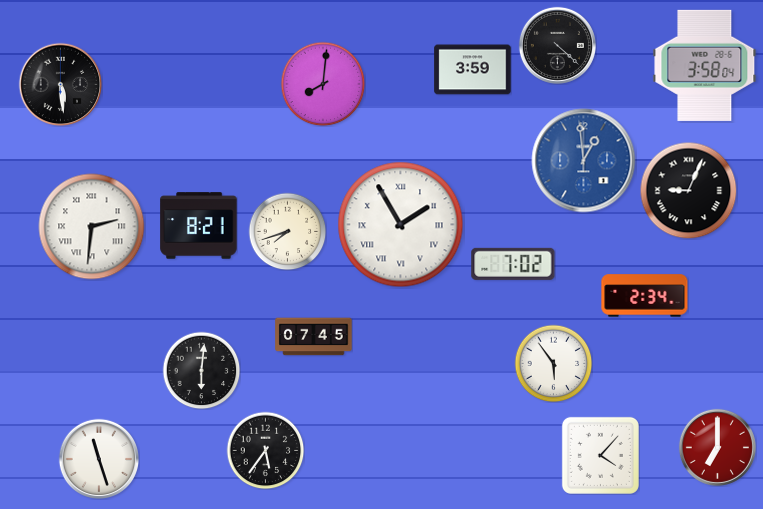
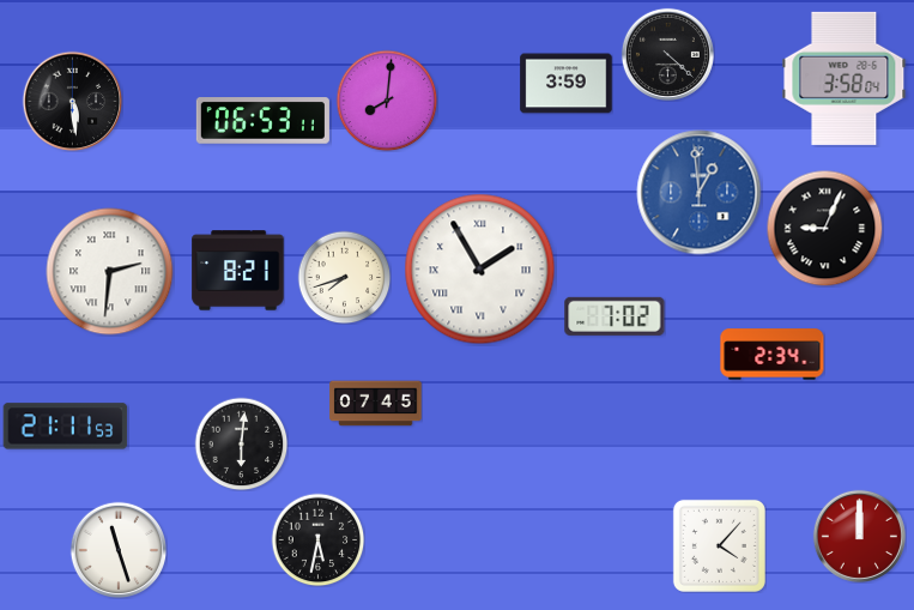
clock at (262, 121): none -> 06:53
clock at (66, 427): none -> 21:11
clock at (553, 363): 5:54 -> none
clock at (717, 447): 7:00 -> 12:00
clock at (265, 450): 5:36 -> 5:32
